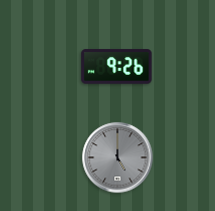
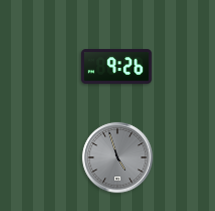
clock at (118, 158): 5:00 -> 4:57
